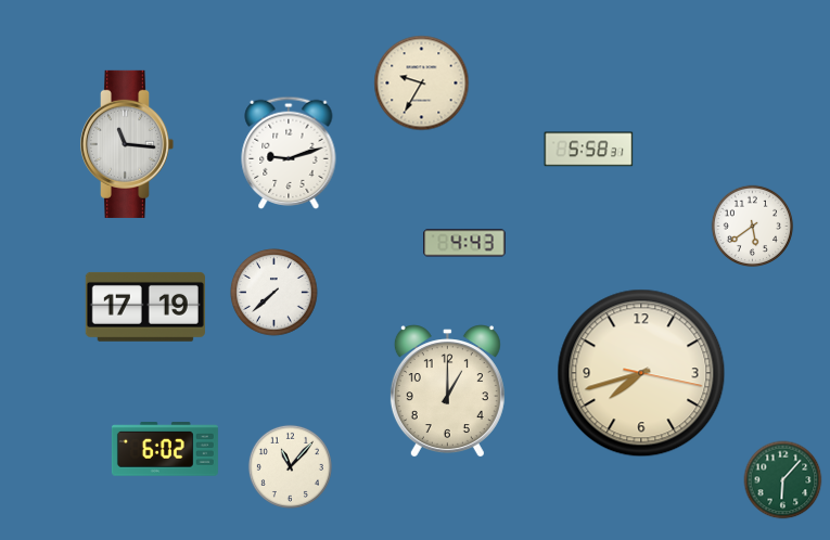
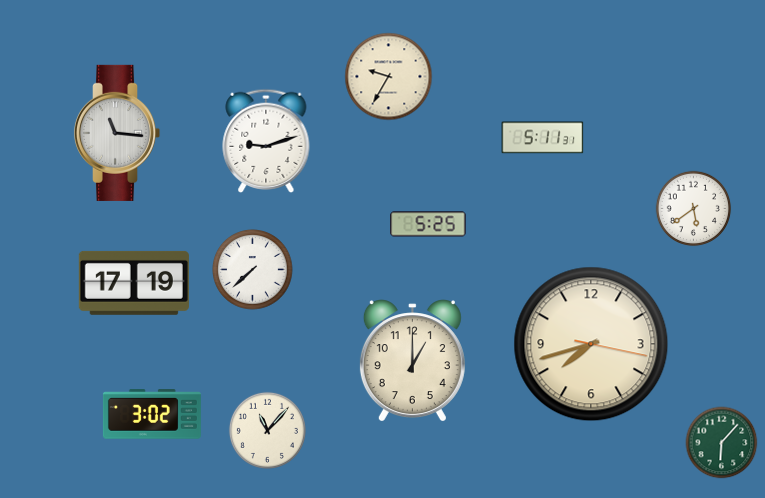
clock at (589, 150): 5:58 -> 5:11
clock at (464, 243): 4:43 -> 5:25
clock at (165, 449): 6:02 -> 3:02
